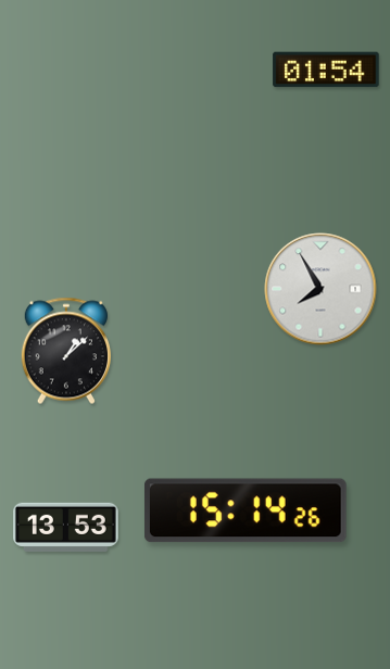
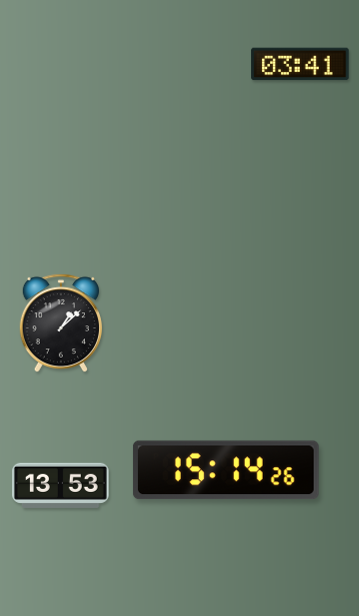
clock at (326, 70): 01:54 -> 03:41
clock at (320, 289): 7:55 -> none
